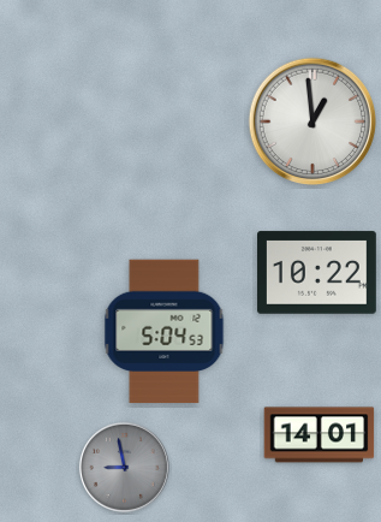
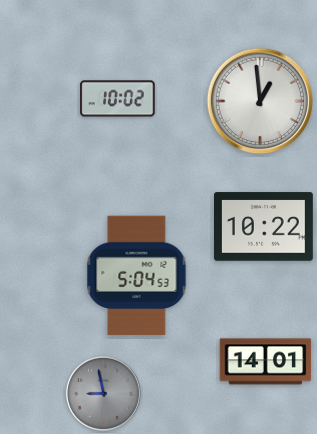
clock at (118, 99): none -> 10:02
clock at (124, 467) position: (124, 467) -> (103, 393)
